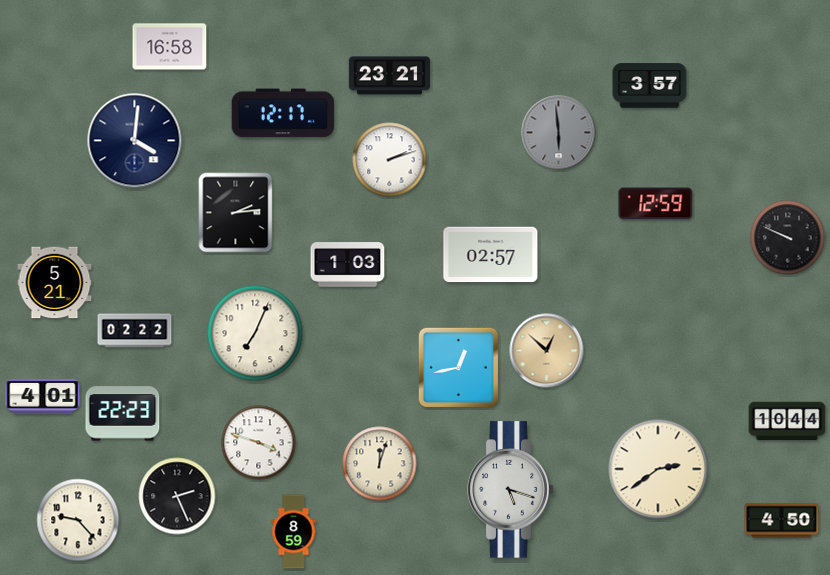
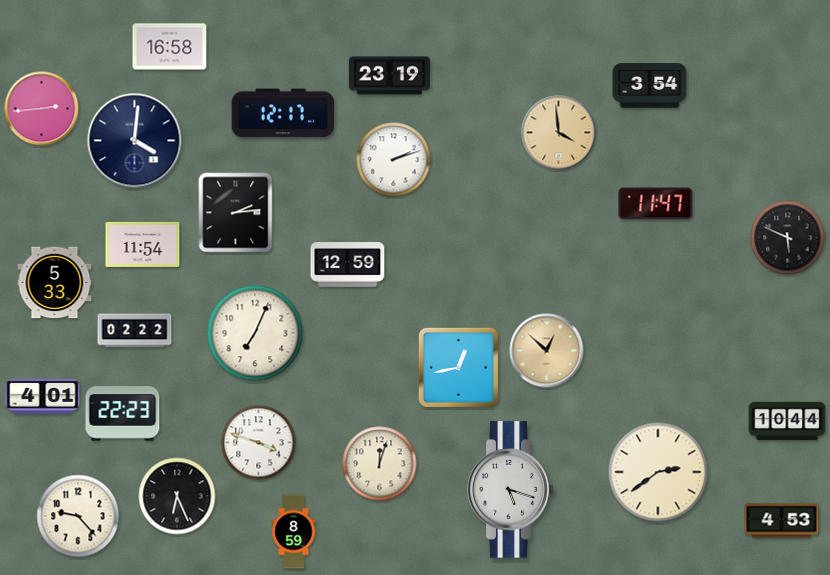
clock at (389, 76): 23:21 -> 23:19
clock at (650, 86): 3:57 -> 3:54
clock at (42, 109): none -> 2:44
clock at (559, 133): 5:59 -> 3:59
clock at (559, 133) dial: grey -> champagne
clock at (390, 160) position: (390, 160) -> (394, 160)
clock at (656, 204): 12:59 -> 11:47
clock at (788, 238): 9:49 -> 5:49
clock at (143, 244): none -> 11:54
clock at (491, 255): 02:57 -> none
clock at (348, 265): 1:03 -> 12:59
clock at (55, 283): 5:21 -> 5:33
clock at (658, 469) position: (658, 469) -> (658, 472)
clock at (177, 496): 2:26 -> 6:26
clock at (78, 520) position: (78, 520) -> (78, 516)
clock at (782, 521): 4:50 -> 4:53
